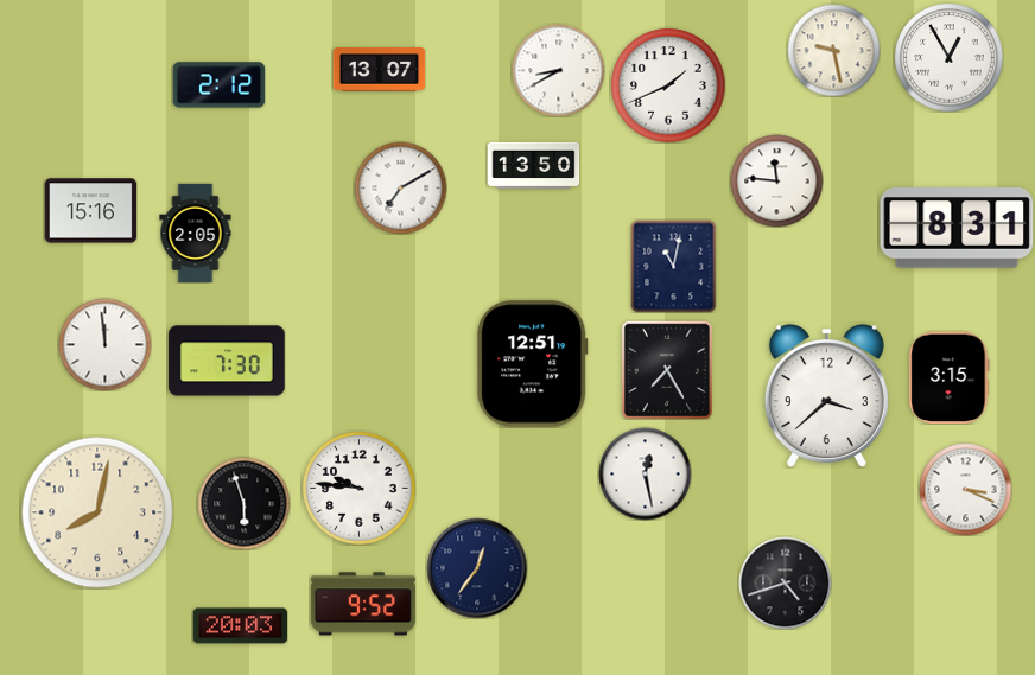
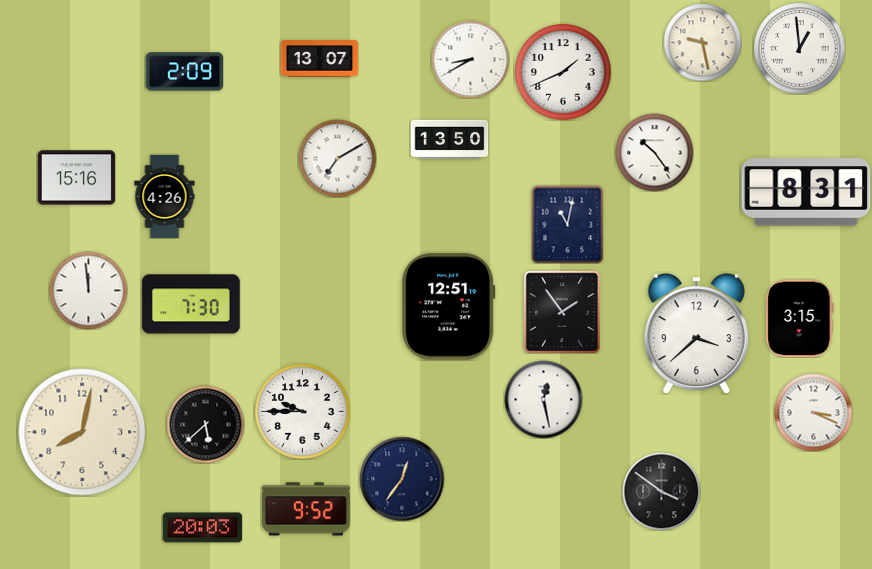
clock at (948, 57): 12:55 -> 12:59
clock at (218, 85): 2:12 -> 2:09
clock at (776, 180): 11:46 -> 10:24
clock at (196, 233): 2:05 -> 4:26
clock at (667, 370): 7:25 -> 1:54
clock at (358, 488): 9:46 -> 9:45
clock at (243, 503): 5:57 -> 5:38
clock at (785, 582): 4:42 -> 3:51
